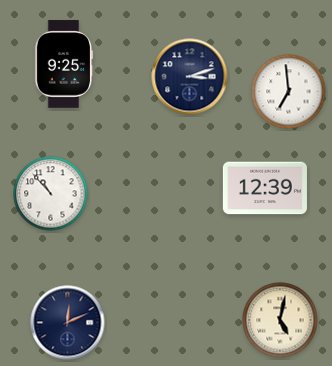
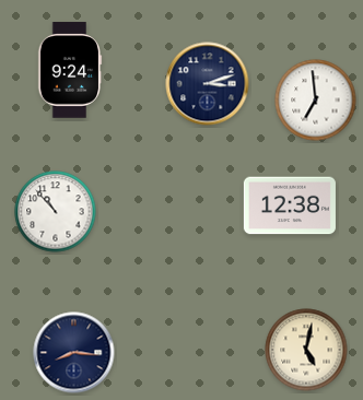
clock at (64, 64): 9:25 -> 9:24
clock at (265, 188): 12:39 -> 12:38
clock at (68, 323): 12:11 -> 8:16
